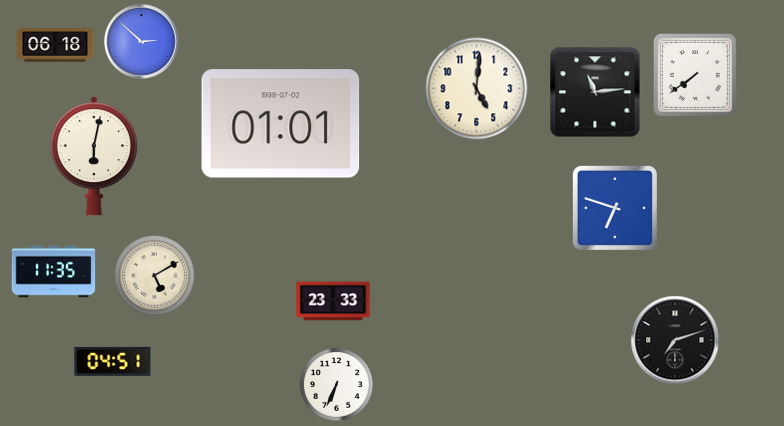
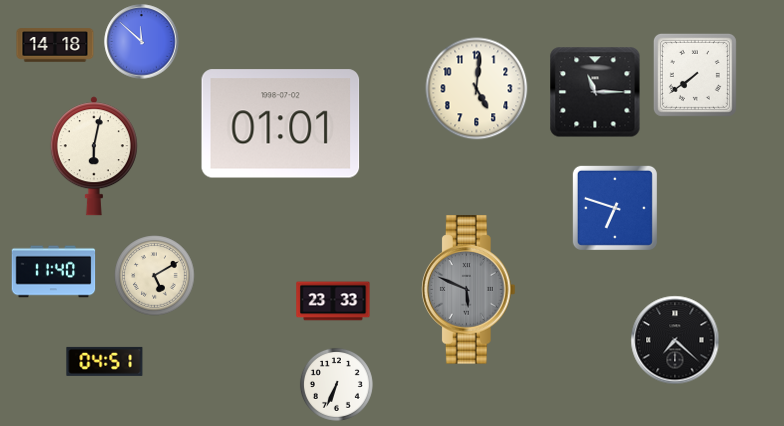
clock at (142, 42): 2:52 -> 11:52
clock at (55, 45): 06:18 -> 14:18
clock at (595, 92): 11:14 -> 11:15
clock at (54, 272): 11:35 -> 11:40
clock at (468, 290): none -> 5:49
clock at (675, 340): 7:12 -> 7:22
clock at (113, 361) position: (113, 361) -> (105, 361)
